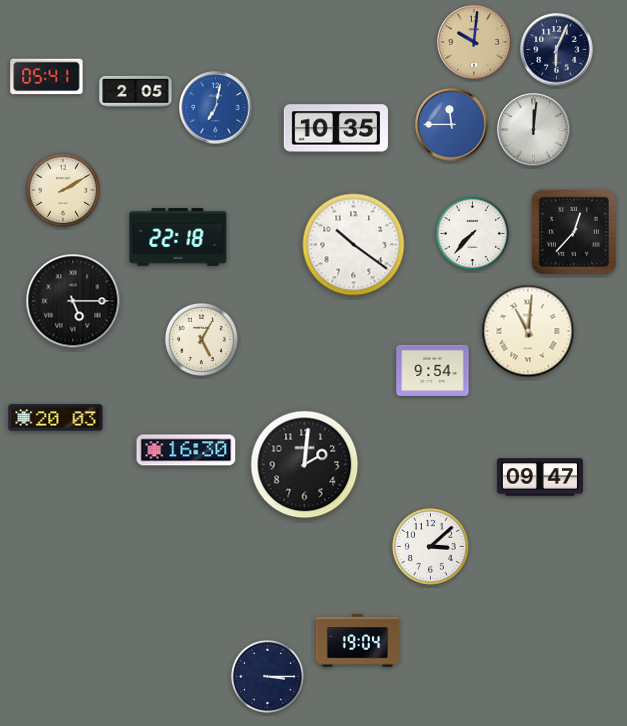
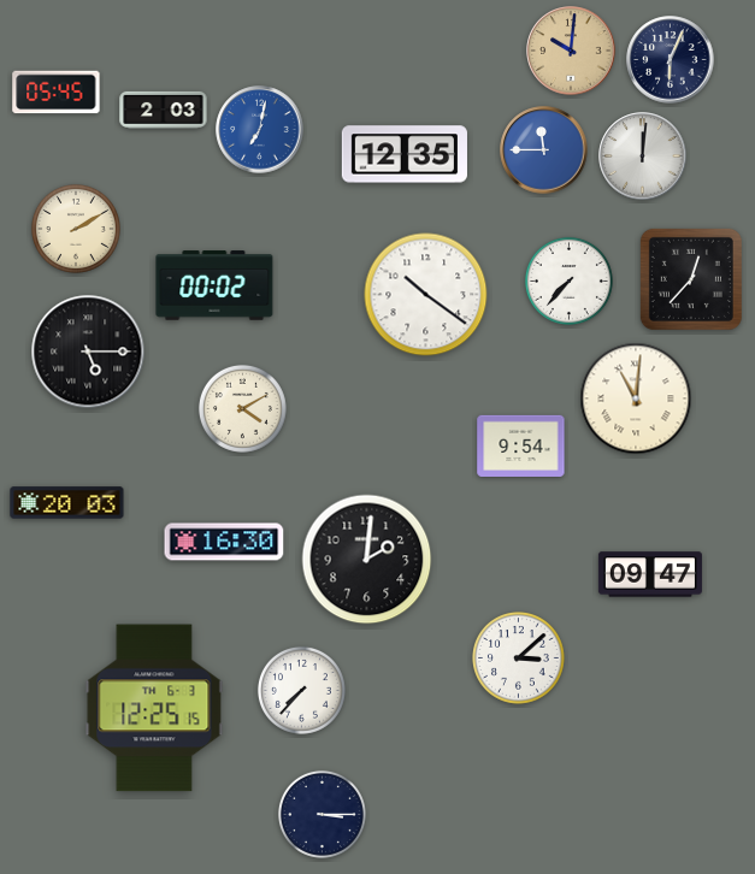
clock at (47, 77): 05:41 -> 05:45
clock at (136, 91): 2:05 -> 2:03
clock at (336, 128): 10:35 -> 12:35
clock at (178, 237): 22:18 -> 00:02
clock at (73, 301) position: (73, 301) -> (88, 352)
clock at (201, 339): 5:05 -> 4:10
clock at (301, 690): none -> 7:37
clock at (154, 708): none -> 12:25
clock at (358, 641): 19:04 -> none
